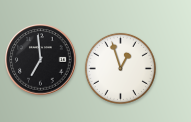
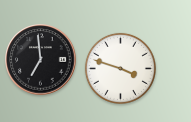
clock at (120, 68): 12:57 -> 3:48
